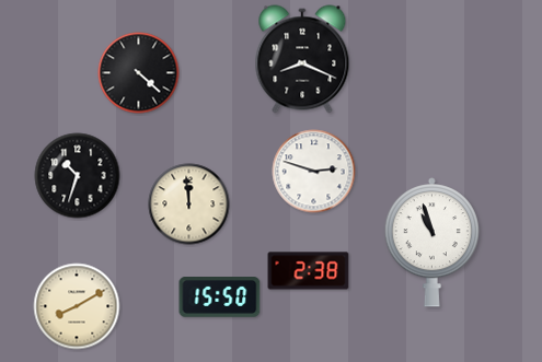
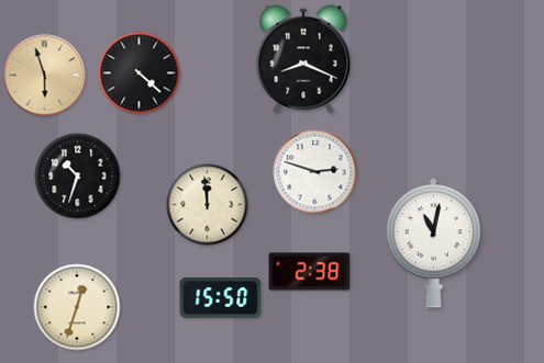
clock at (45, 76): none -> 5:57
clock at (189, 205) position: (189, 205) -> (208, 205)
clock at (431, 243): 10:57 -> 11:02
clock at (77, 306): 8:10 -> 12:33
